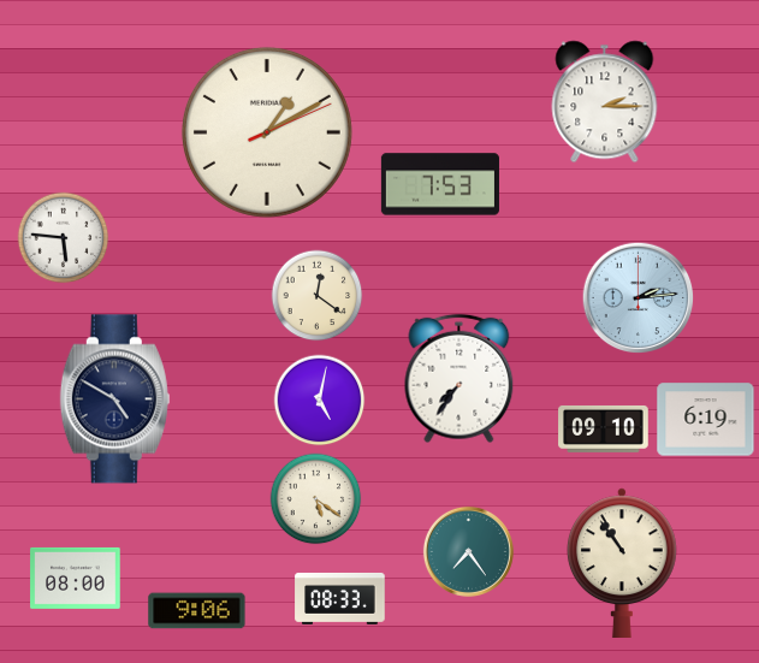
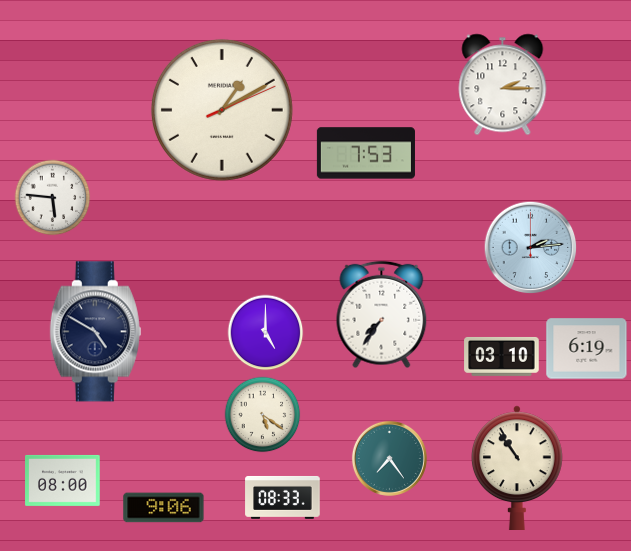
clock at (318, 296): 12:21 -> none
clock at (320, 401): 5:02 -> 5:00
clock at (604, 428): 09:10 -> 03:10
